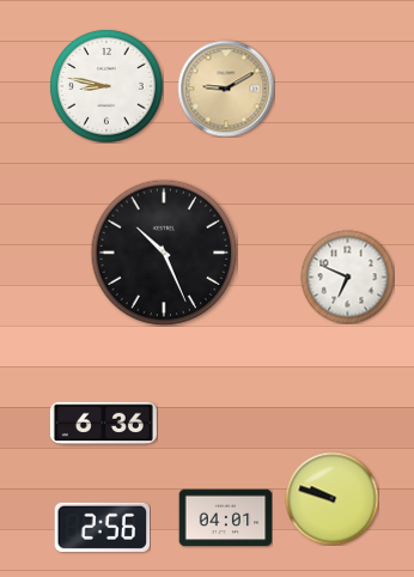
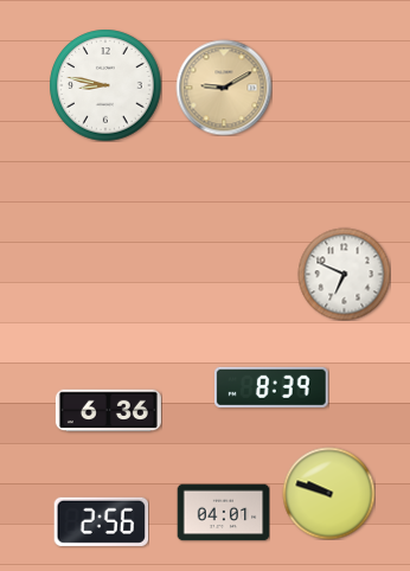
clock at (164, 253): 10:26 -> none
clock at (271, 387): none -> 8:39
clock at (103, 424) position: (103, 424) -> (108, 411)
